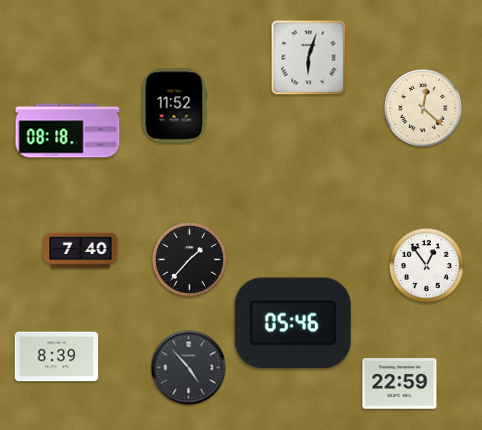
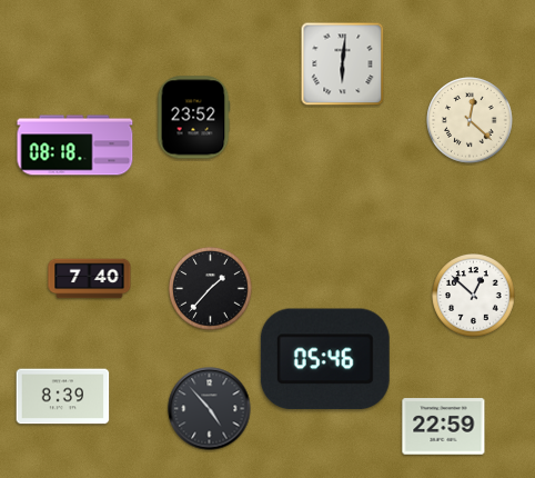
clock at (309, 58): 6:03 -> 6:01
clock at (174, 106): 11:52 -> 23:52
clock at (427, 266): 12:54 -> 12:52
